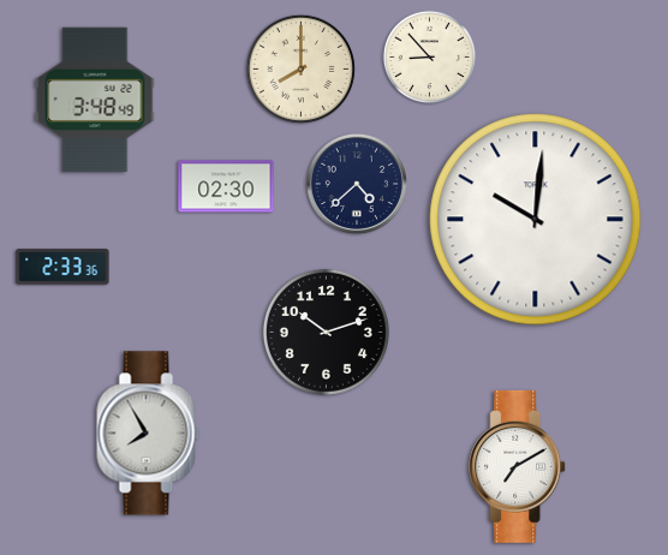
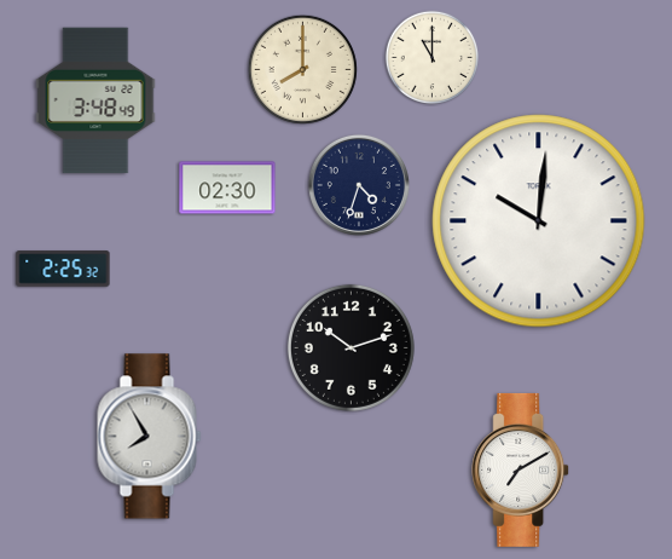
clock at (430, 58): 8:53 -> 11:00
clock at (357, 184): 4:38 -> 4:33
clock at (62, 267): 2:33 -> 2:25
clock at (326, 332) position: (326, 332) -> (351, 347)
